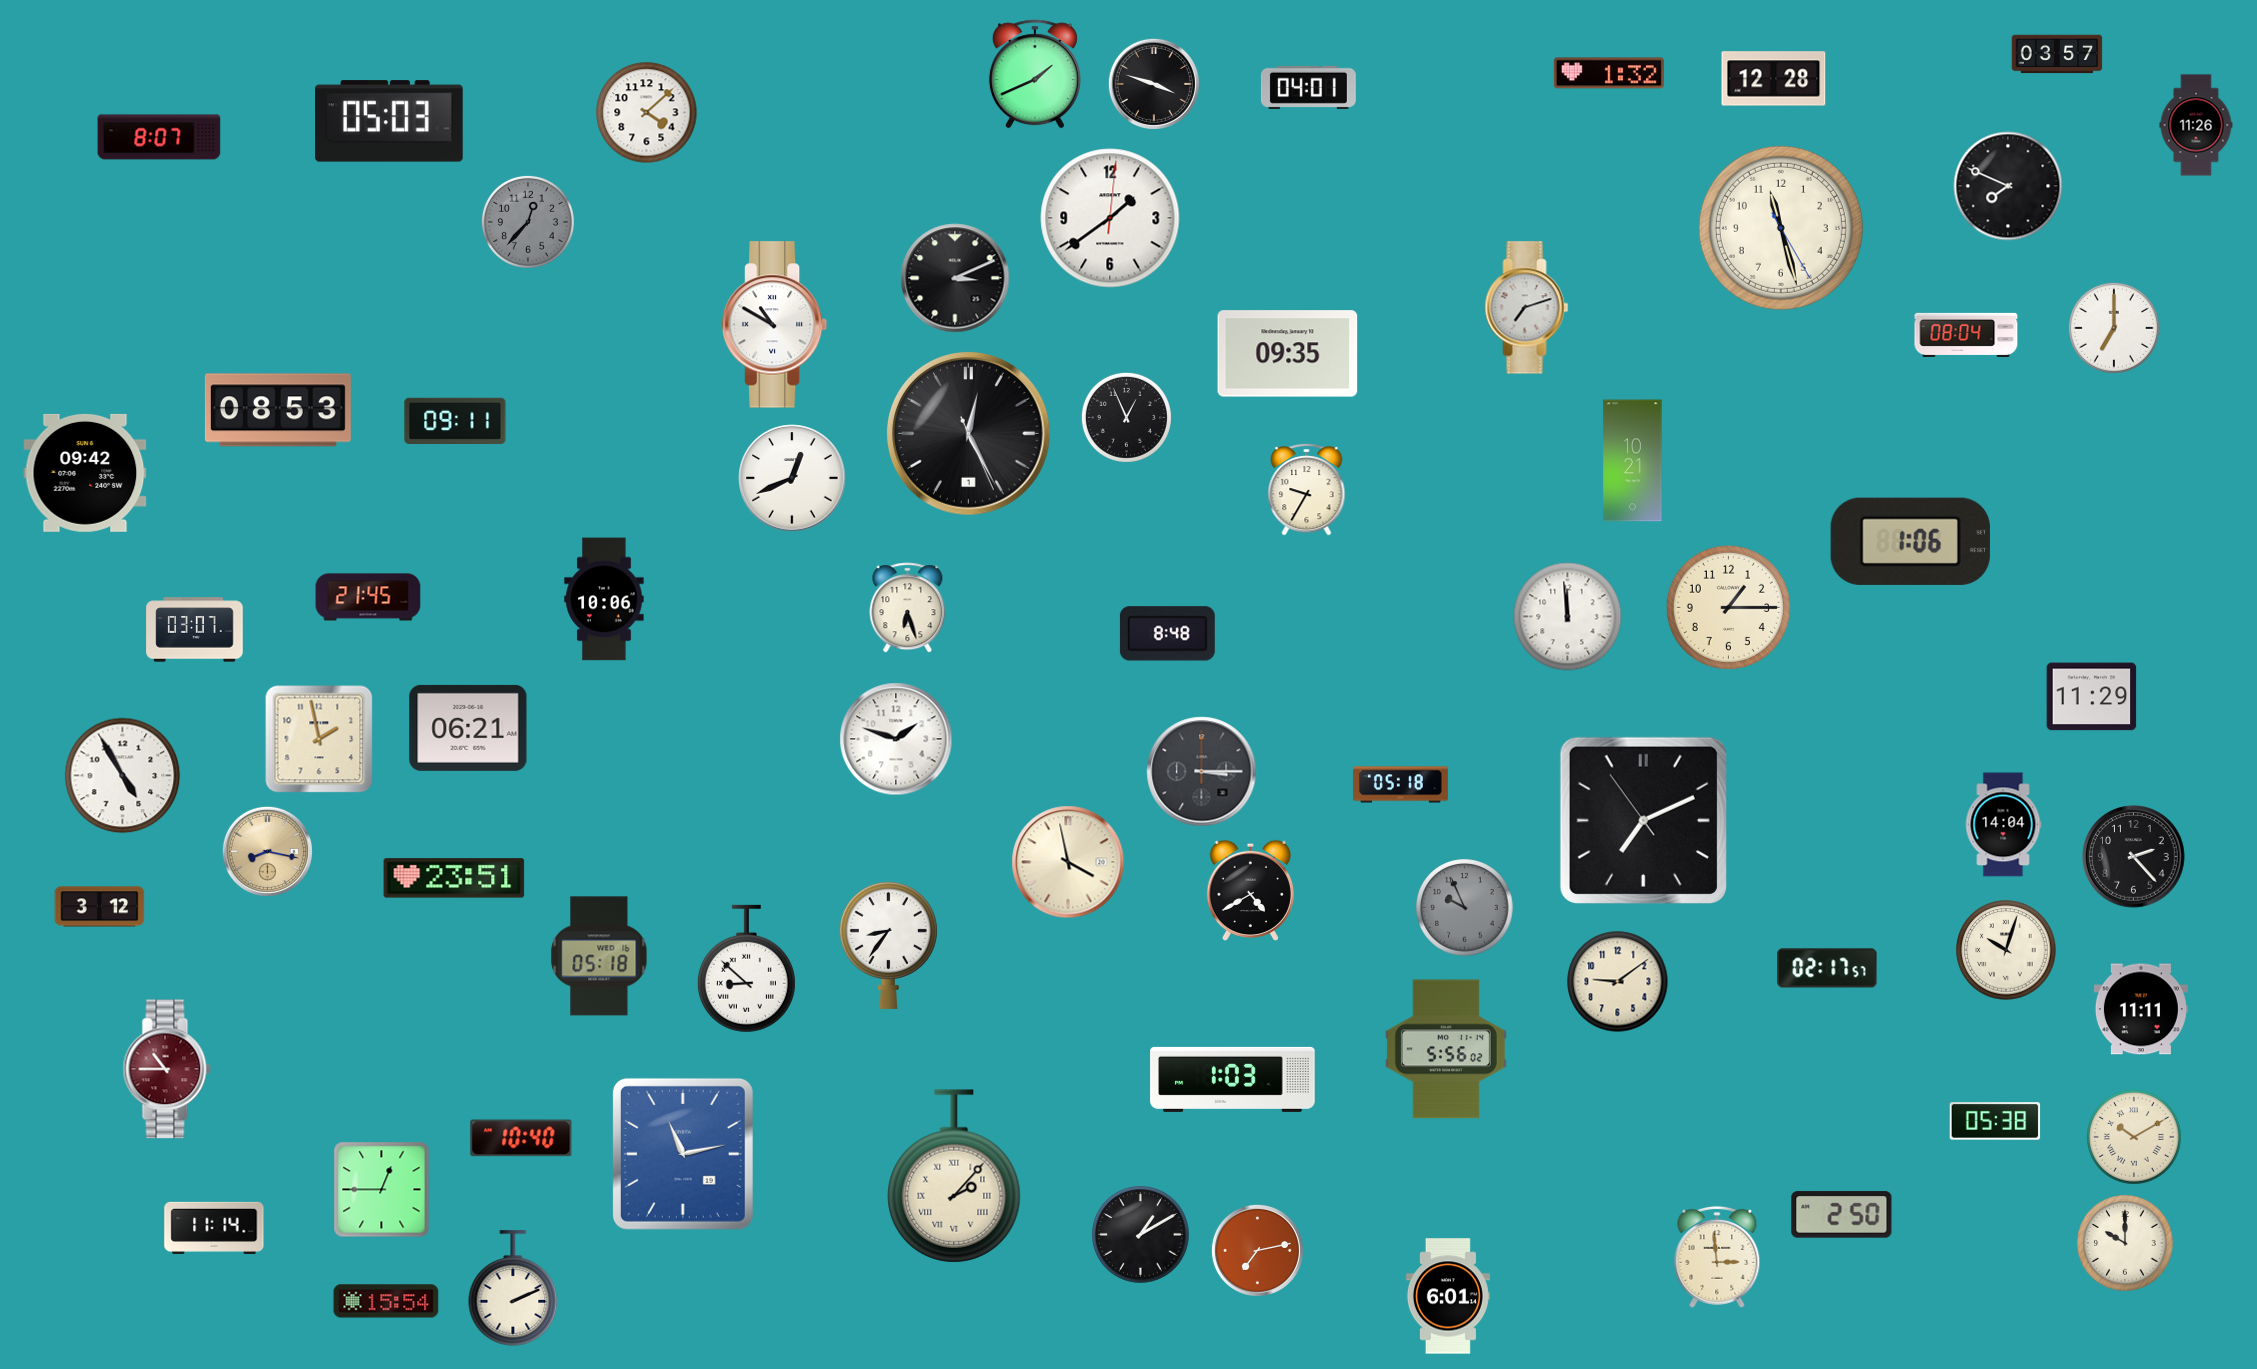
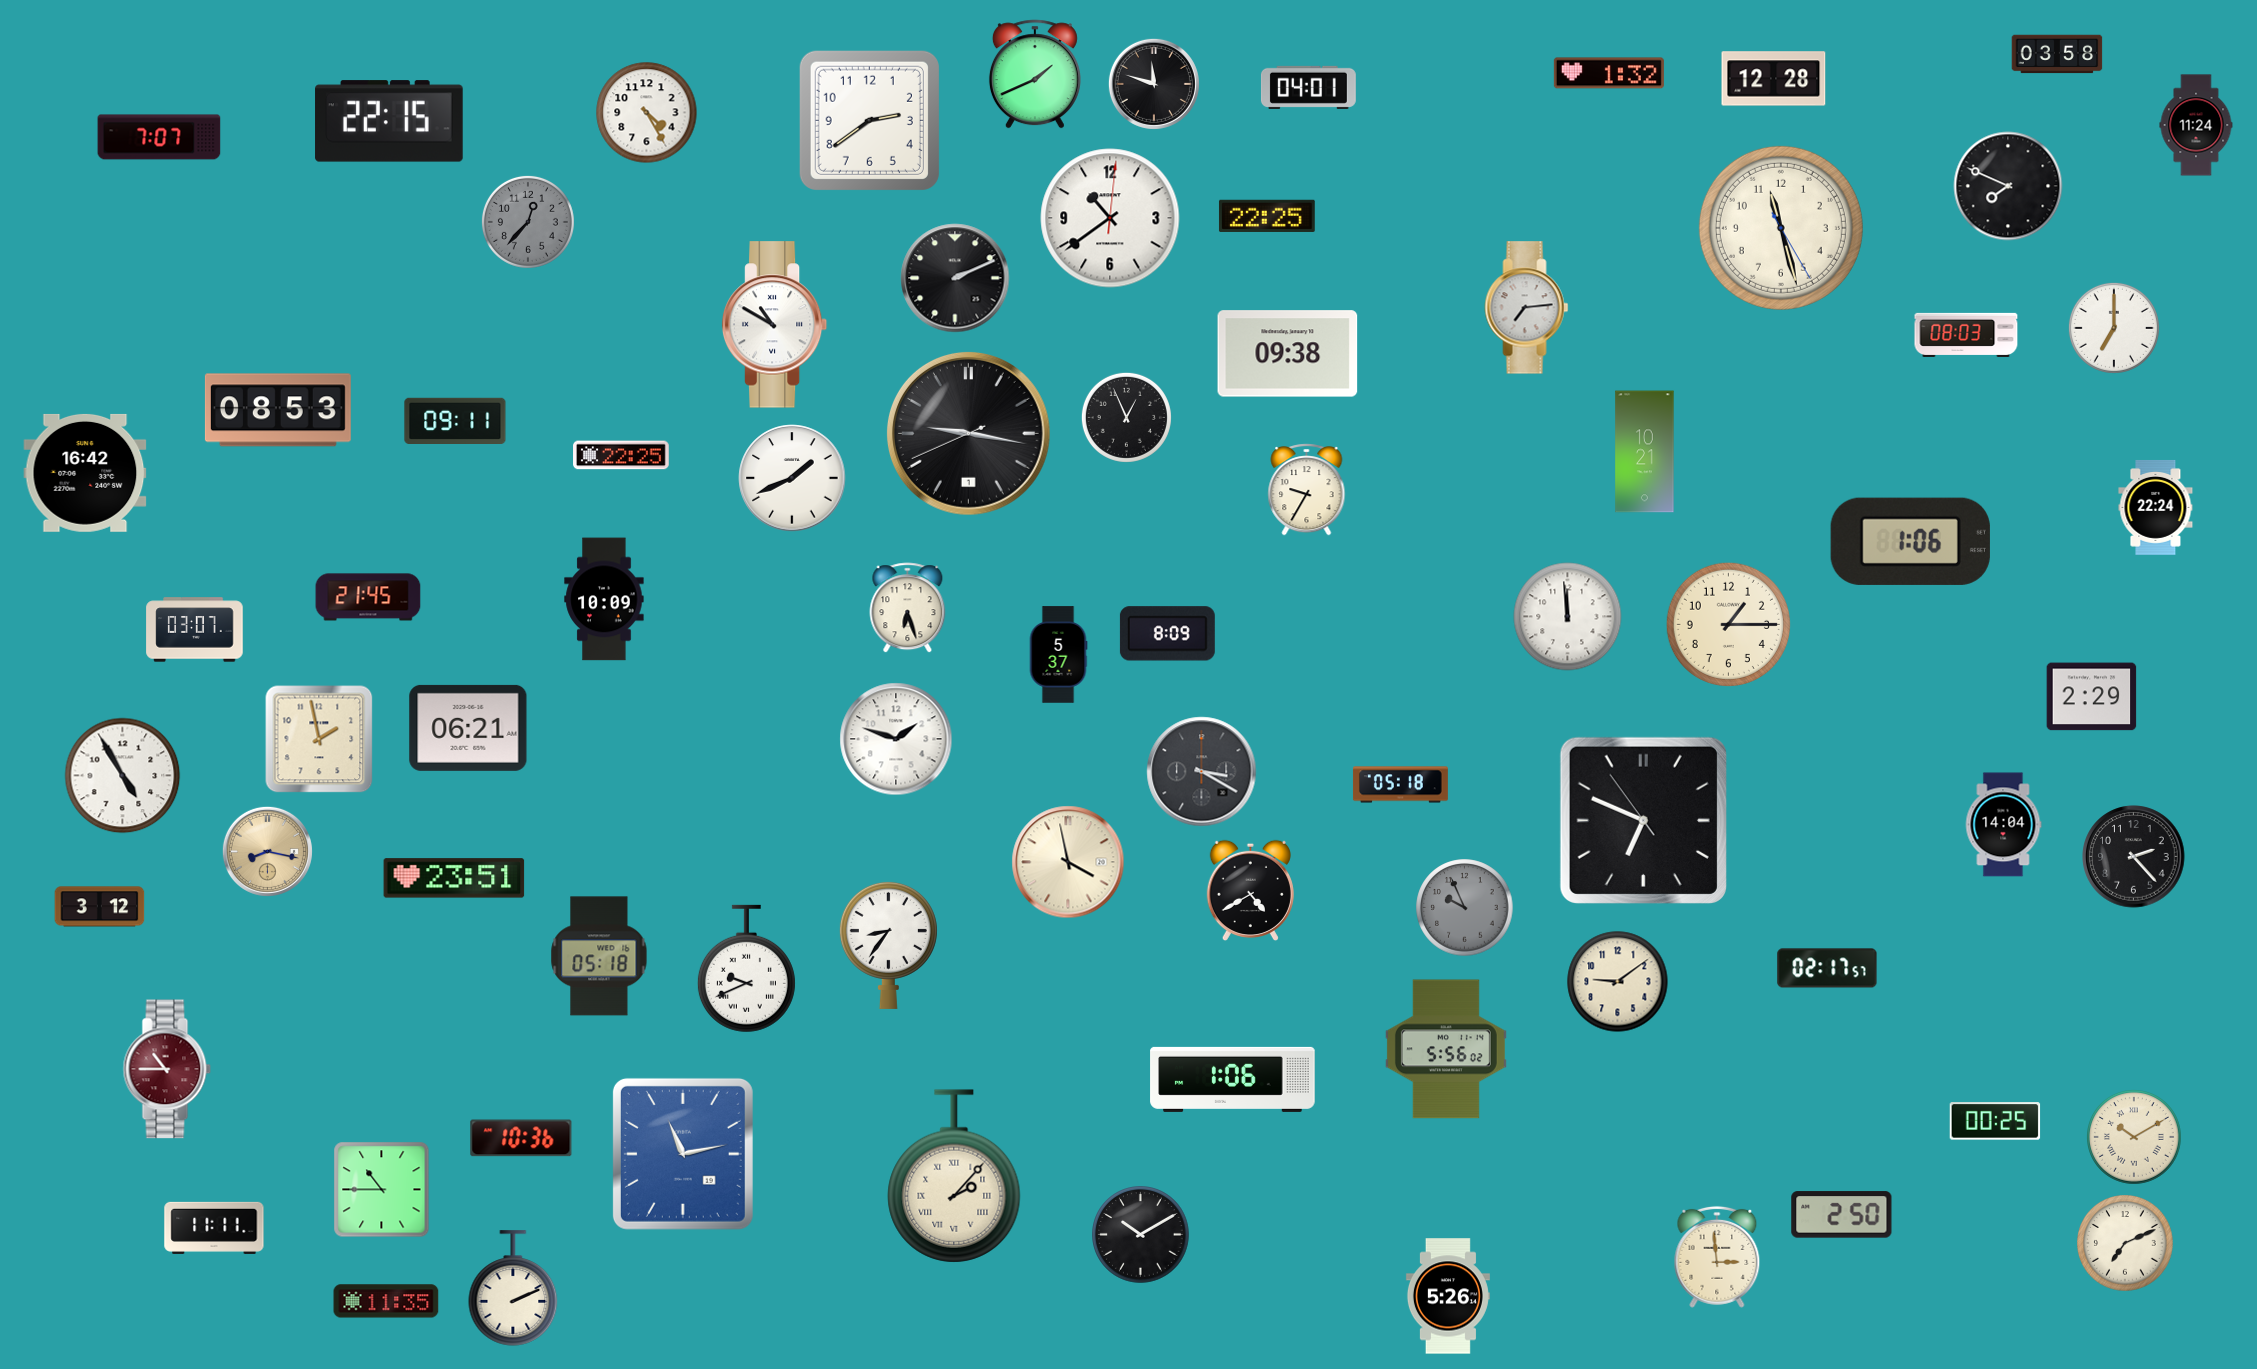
clock at (2057, 54): 03:57 -> 03:58
clock at (1154, 84): 3:48 -> 11:48
clock at (647, 113): 4:08 -> 4:25
clock at (869, 120): none -> 2:39
clock at (389, 121): 05:03 -> 22:15
clock at (2196, 125): 11:26 -> 11:24
clock at (159, 137): 8:07 -> 7:07
clock at (1267, 216): none -> 22:25
clock at (1110, 218): 1:39 -> 10:39
clock at (955, 278): 3:11 -> 2:11
clock at (1527, 308): 7:12 -> 7:14
clock at (1966, 335): 08:04 -> 08:03
clock at (1288, 354): 09:35 -> 09:38
clock at (968, 433): 12:25 -> 9:16
clock at (621, 455): none -> 22:25
clock at (1633, 461) position: (1633, 461) -> (1645, 452)
clock at (85, 473): 09:42 -> 16:42
clock at (792, 478): 12:41 -> 1:41
clock at (2156, 507): none -> 22:24
clock at (604, 599): 10:06 -> 10:09
clock at (1728, 607) position: (1728, 607) -> (1728, 624)
clock at (1167, 634): 8:48 -> 8:09
clock at (1058, 655): none -> 5:37
clock at (2092, 697): 11:29 -> 2:29
clock at (1202, 772): 3:15 -> 3:20
clock at (1643, 820): 7:10 -> 6:48
clock at (2006, 950): 10:03 -> none
clock at (746, 969): 8:52 -> 9:41
clock at (2141, 1009): 11:11 -> none
clock at (1233, 1079): 1:03 -> 1:06
clock at (1995, 1121): 05:38 -> 00:25
clock at (521, 1138): 10:40 -> 10:36
clock at (382, 1190): 12:45 -> 10:45
clock at (214, 1228): 11:14 -> 11:11
clock at (1141, 1235): 1:10 -> 10:10
clock at (2125, 1243): 10:00 -> 7:11
clock at (1257, 1250): 7:13 -> none
clock at (1448, 1296): 6:01 -> 5:26
clock at (386, 1301): 15:54 -> 11:35
